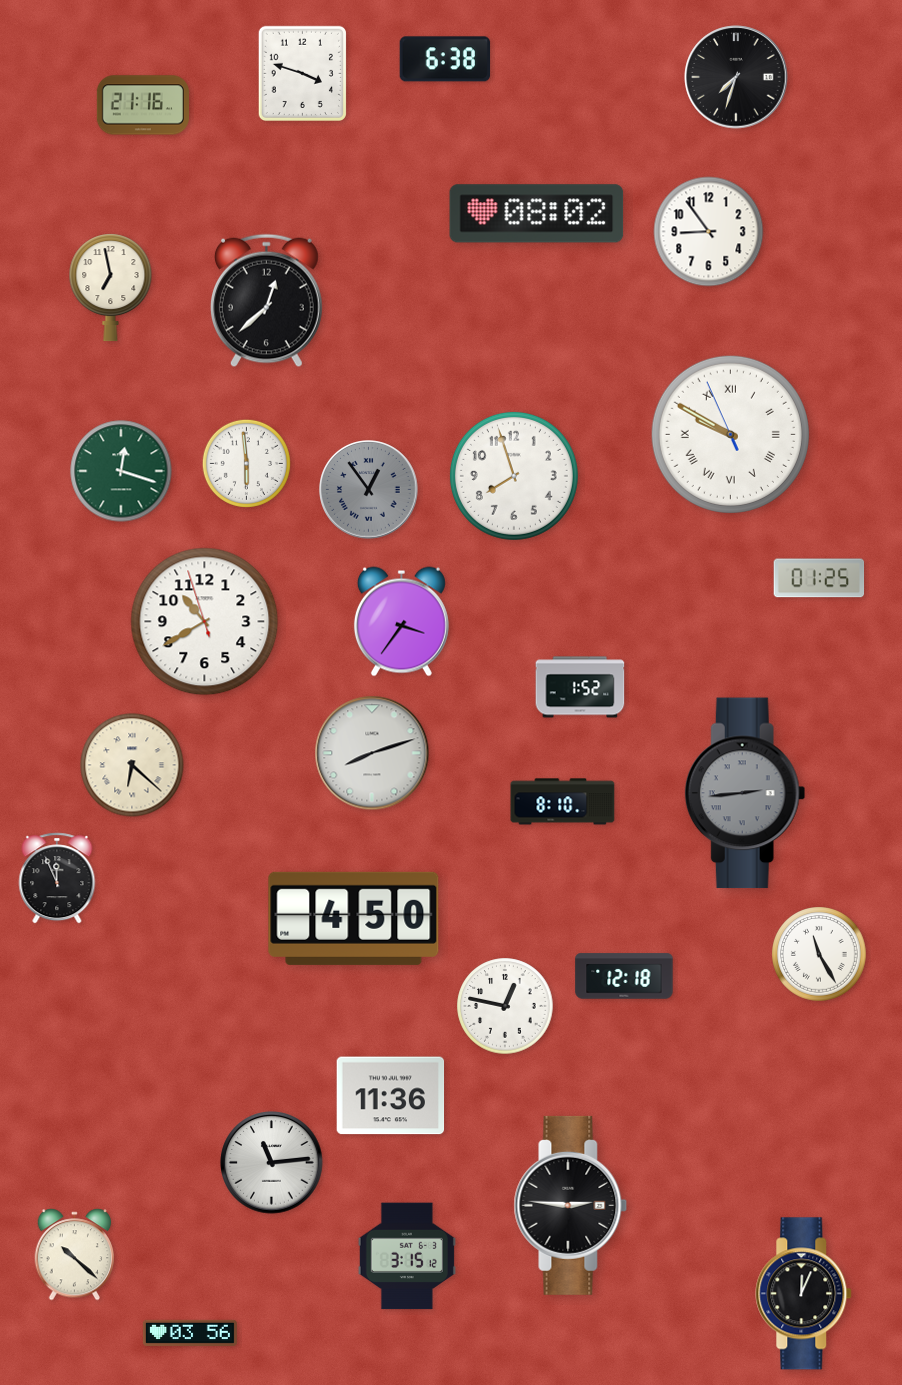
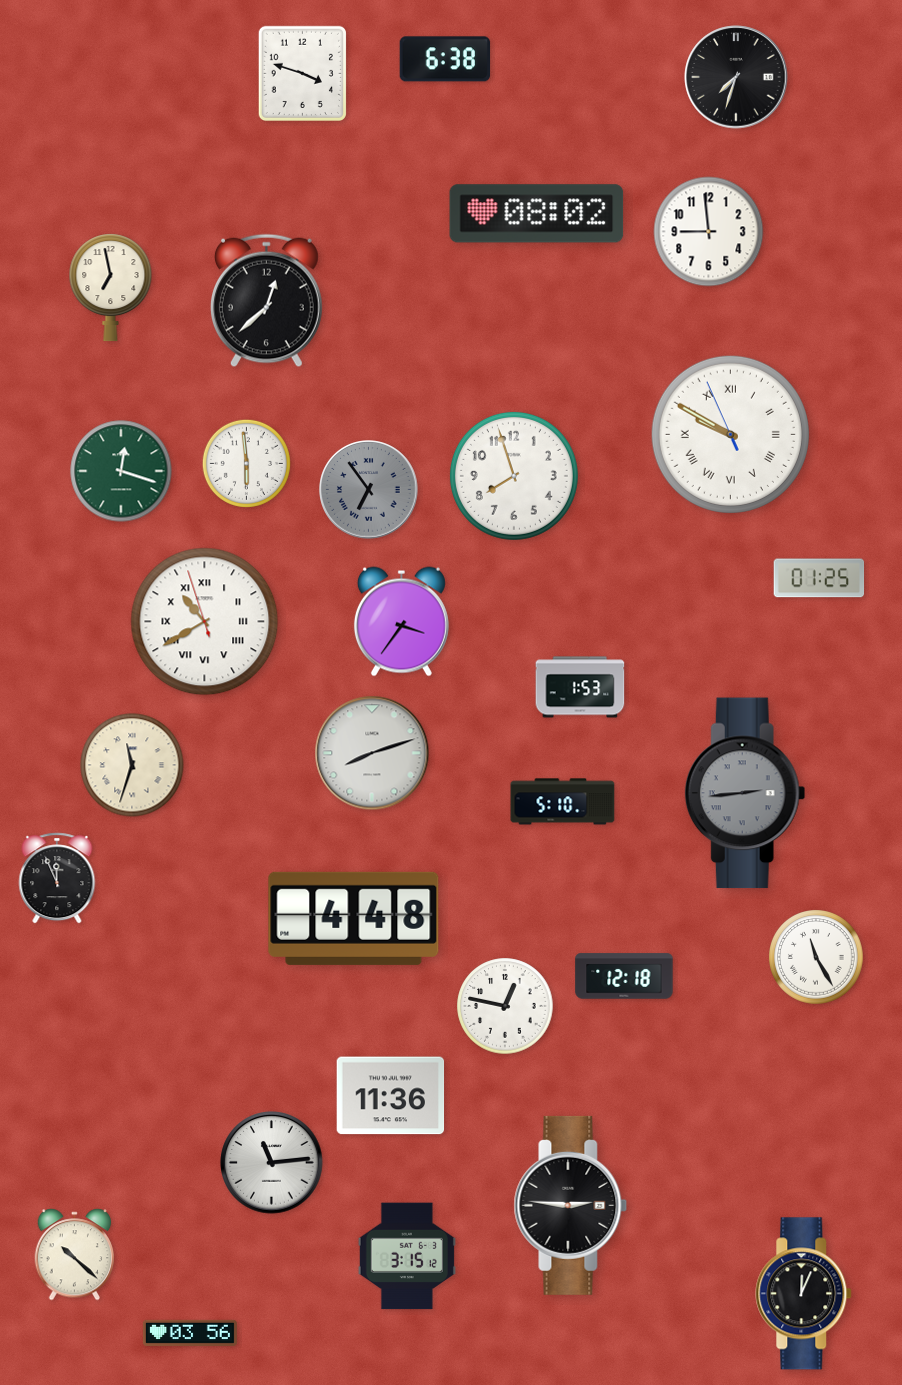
clock at (143, 105): 21:16 -> none
clock at (709, 232): 8:54 -> 8:59
clock at (369, 490): 12:54 -> 6:54
clock at (205, 622) numerals: Arabic -> Roman
clock at (580, 687): 1:52 -> 1:53
clock at (132, 765): 6:22 -> 11:33
clock at (563, 802): 8:10 -> 5:10
clock at (354, 918): 4:50 -> 4:48
clock at (819, 954) position: (819, 954) -> (816, 957)
